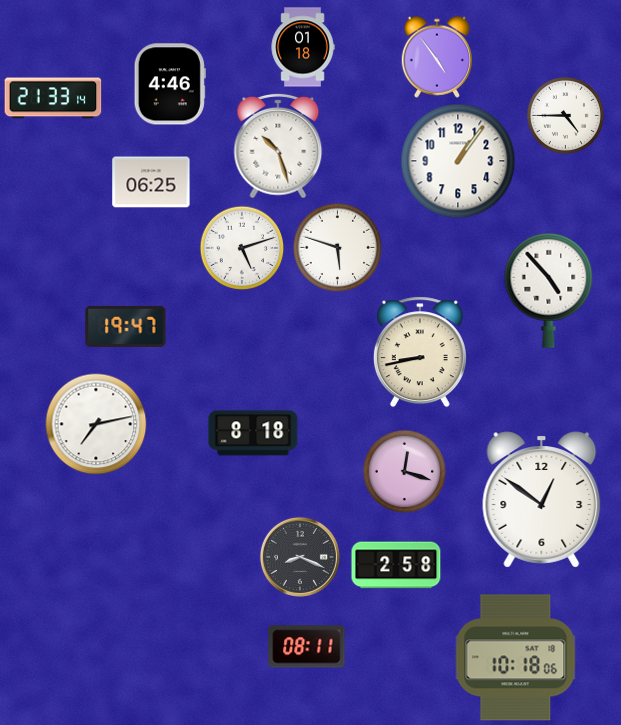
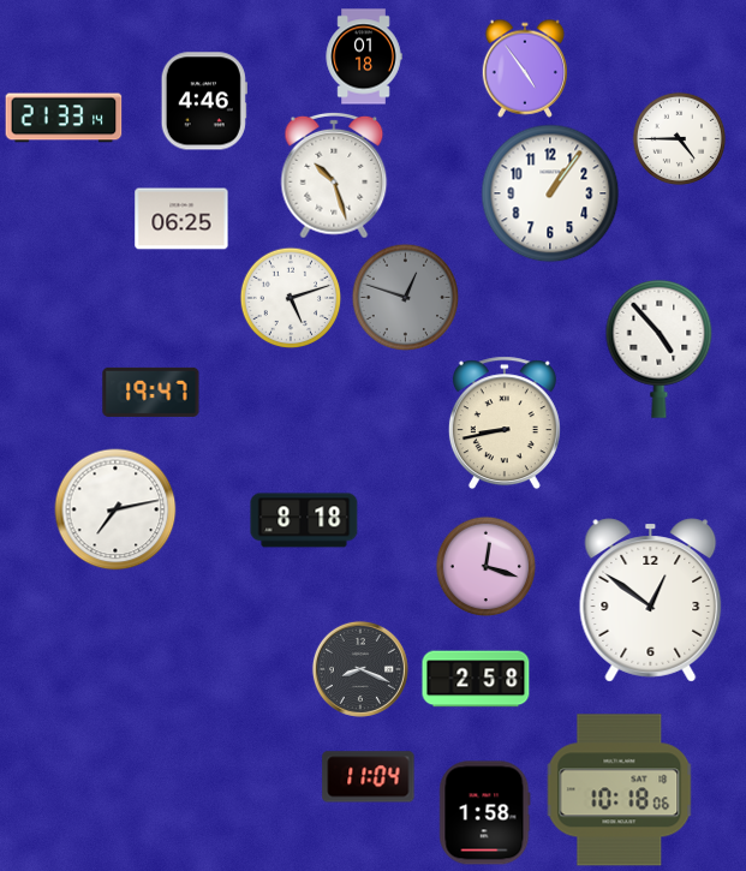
clock at (337, 247): 5:48 -> 12:48
clock at (337, 247) dial: white -> grey
clock at (307, 647): 08:11 -> 11:04
clock at (485, 813): none -> 1:58
